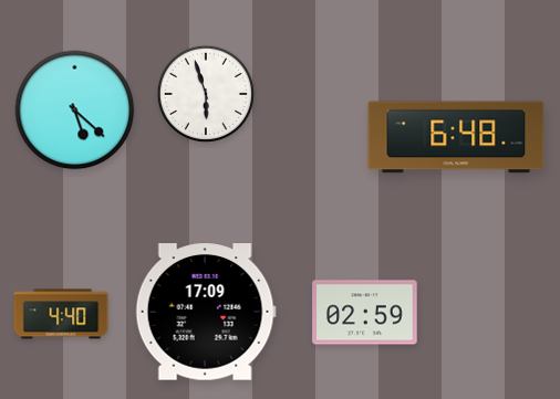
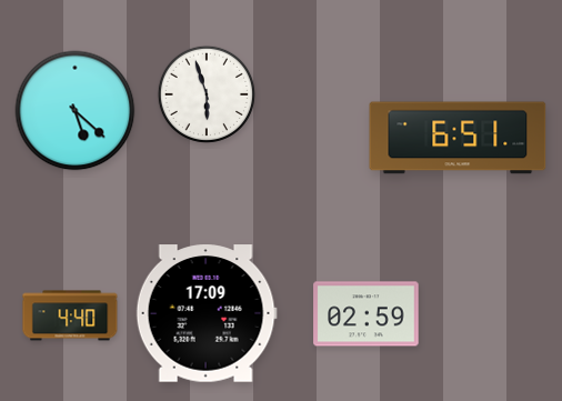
clock at (456, 137): 6:48 -> 6:51
clock at (61, 314) position: (61, 314) -> (70, 315)
